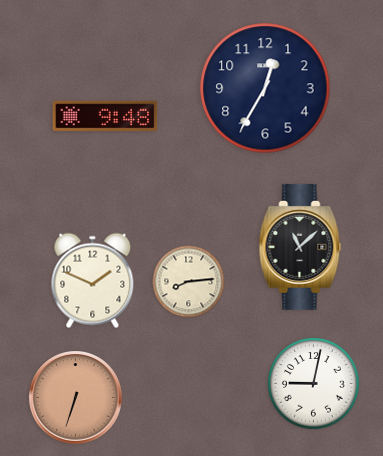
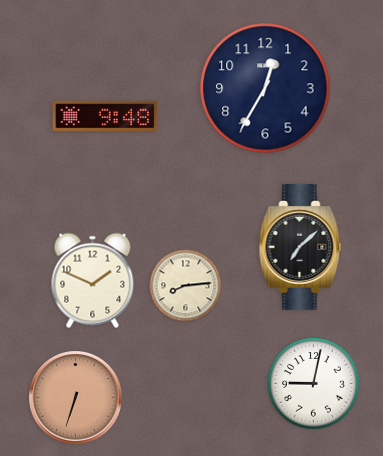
clock at (300, 247): 11:08 -> 7:08
clock at (189, 282) position: (189, 282) -> (186, 286)
